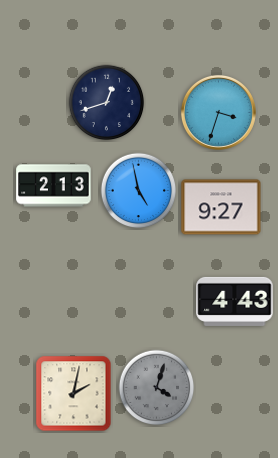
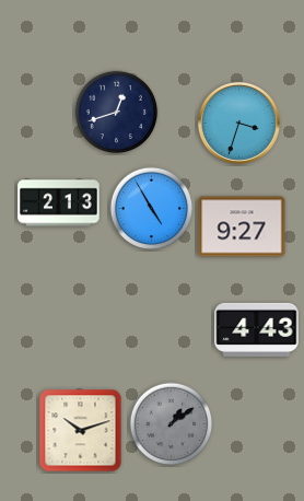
clock at (139, 191): 4:58 -> 4:55
clock at (157, 388): 4:03 -> 1:09
clock at (74, 394): 2:02 -> 10:12
